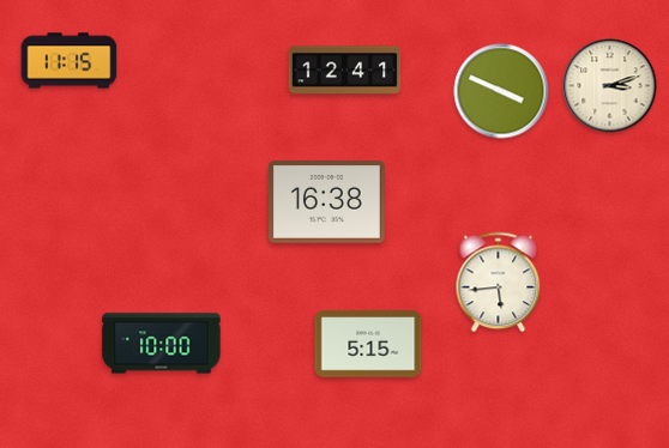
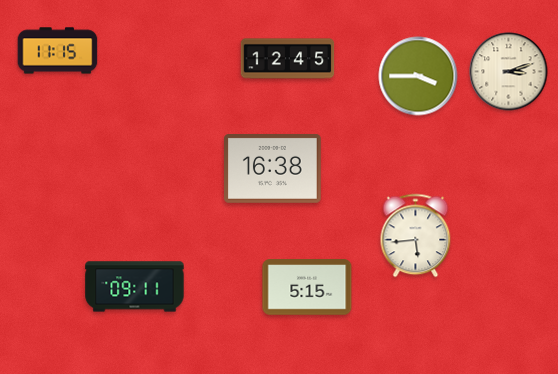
clock at (345, 71): 12:41 -> 12:45
clock at (501, 91): 3:49 -> 3:45
clock at (162, 344): 10:00 -> 09:11
